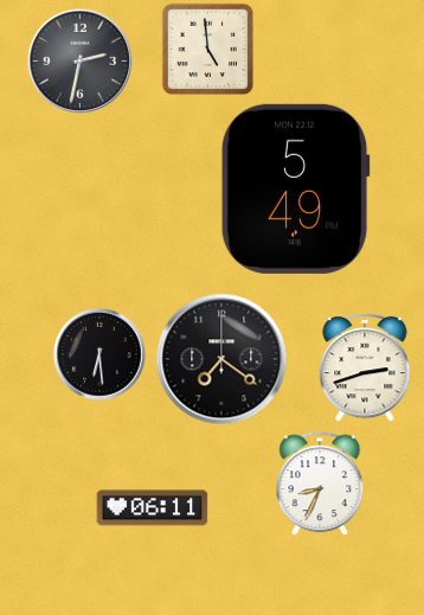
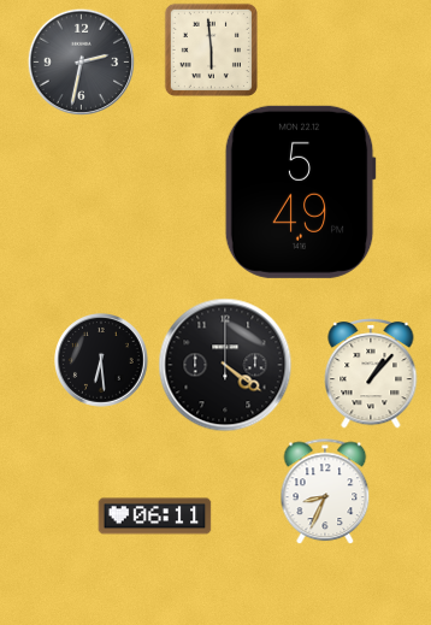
clock at (207, 49): 4:59 -> 5:59
clock at (221, 359): 7:21 -> 4:21
clock at (365, 367): 2:42 -> 1:07
